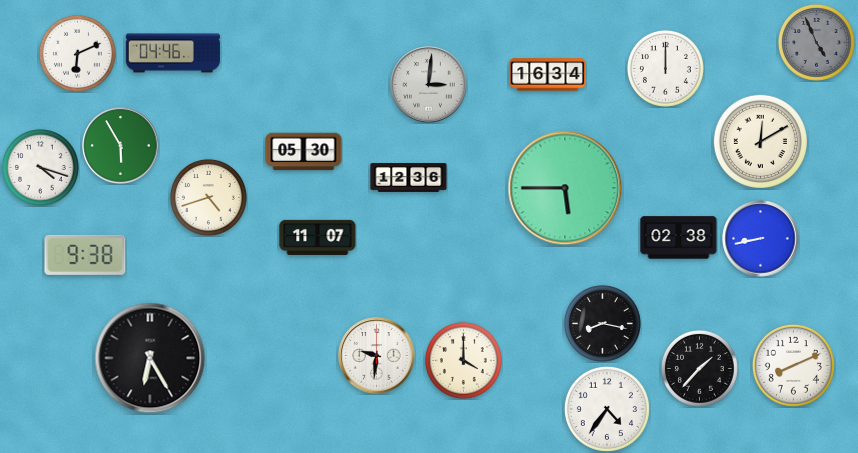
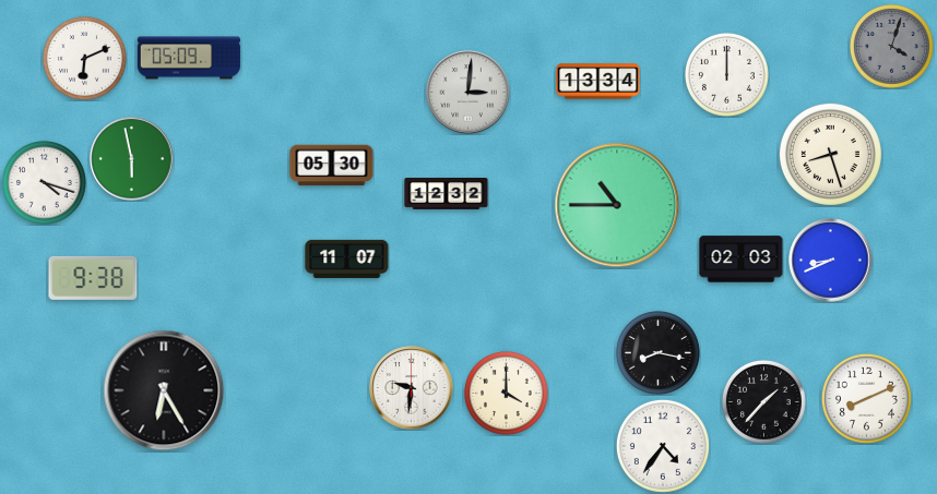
clock at (816, 42): 4:56 -> 4:03
clock at (173, 53): 04:46 -> 05:09
clock at (548, 75): 16:34 -> 13:34
clock at (760, 141): 12:10 -> 8:27
clock at (121, 146): 5:55 -> 5:58
clock at (409, 178): 12:36 -> 12:32
clock at (565, 188): 5:45 -> 10:45
clock at (208, 197): 4:42 -> none
clock at (679, 238): 02:38 -> 02:03
clock at (761, 239): 8:43 -> 8:41
